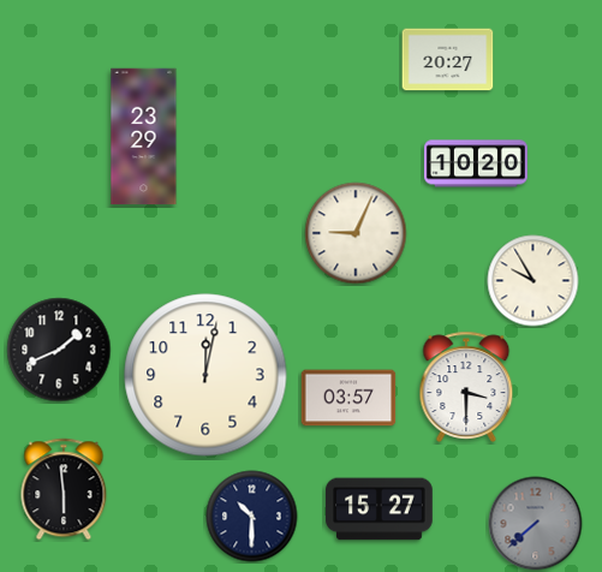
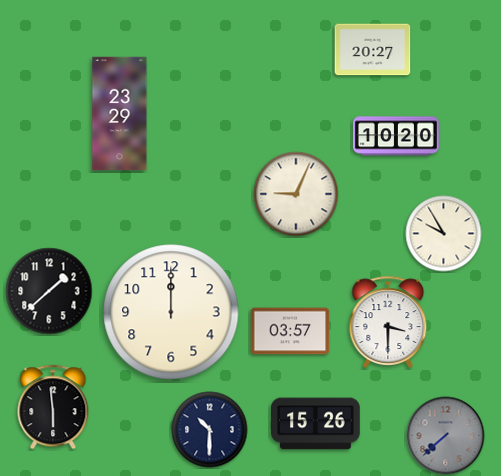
clock at (59, 350): 1:41 -> 1:38
clock at (205, 375): 12:02 -> 12:00
clock at (380, 510): 15:27 -> 15:26
